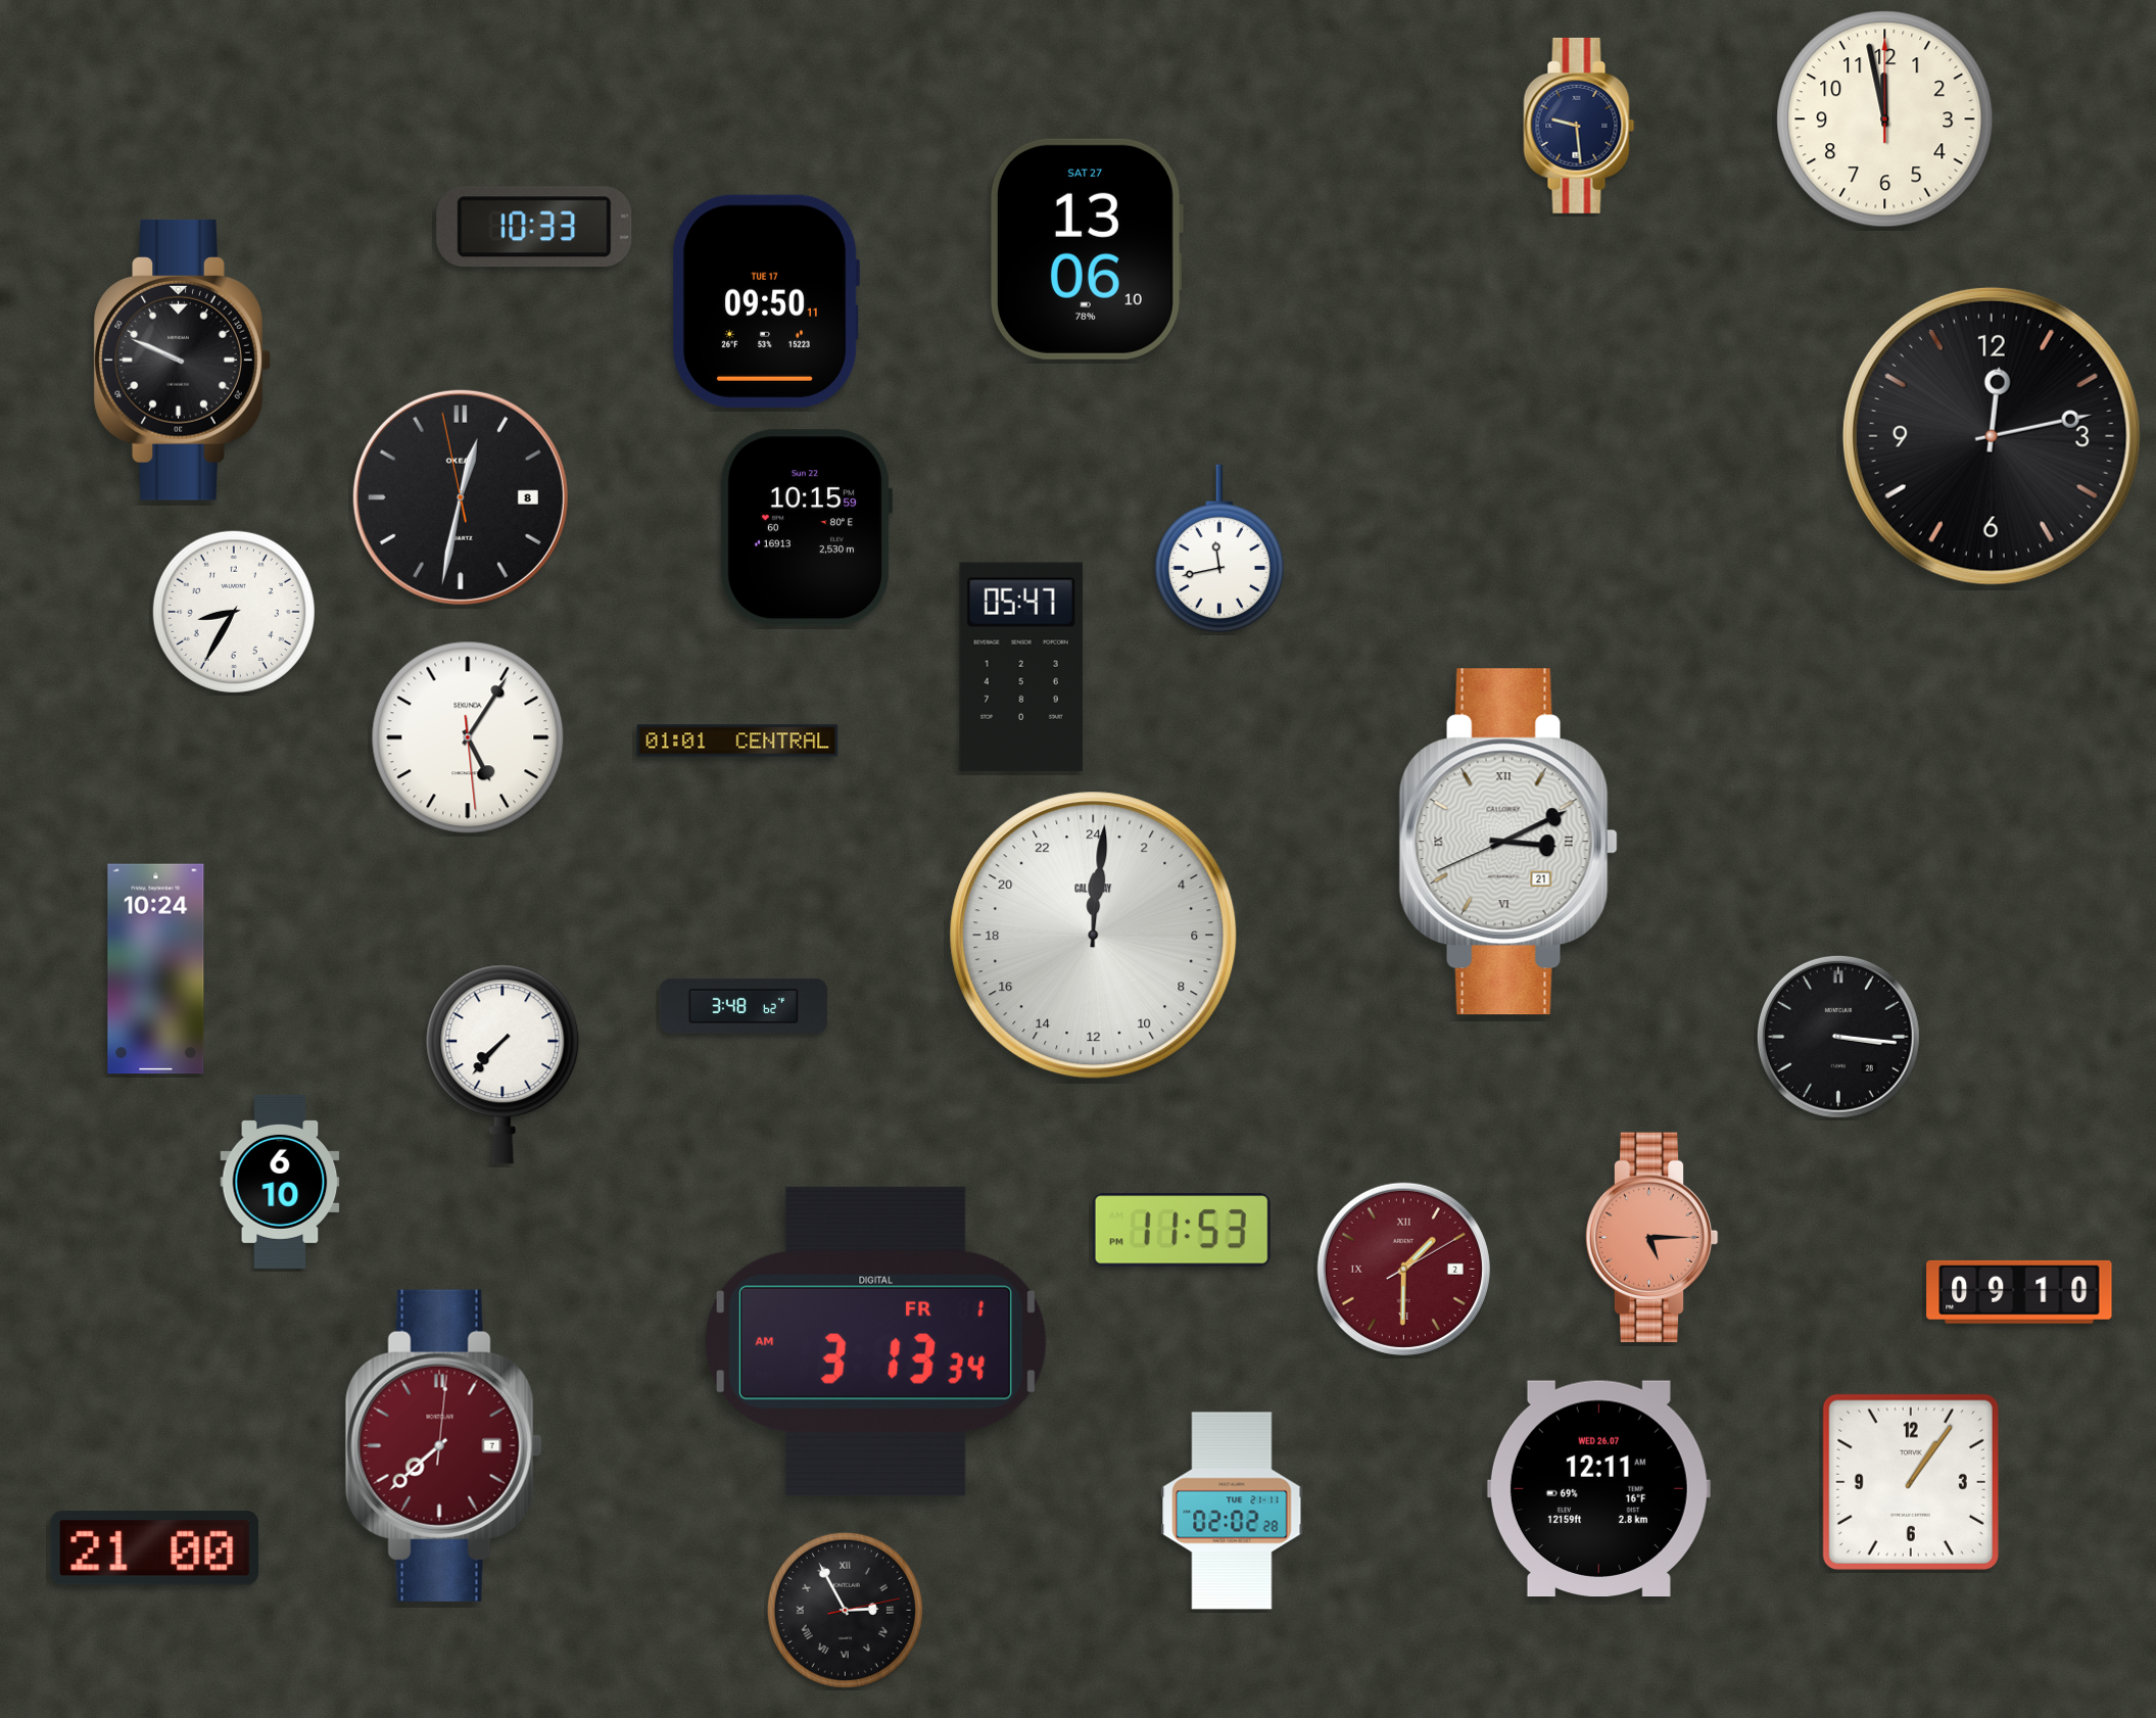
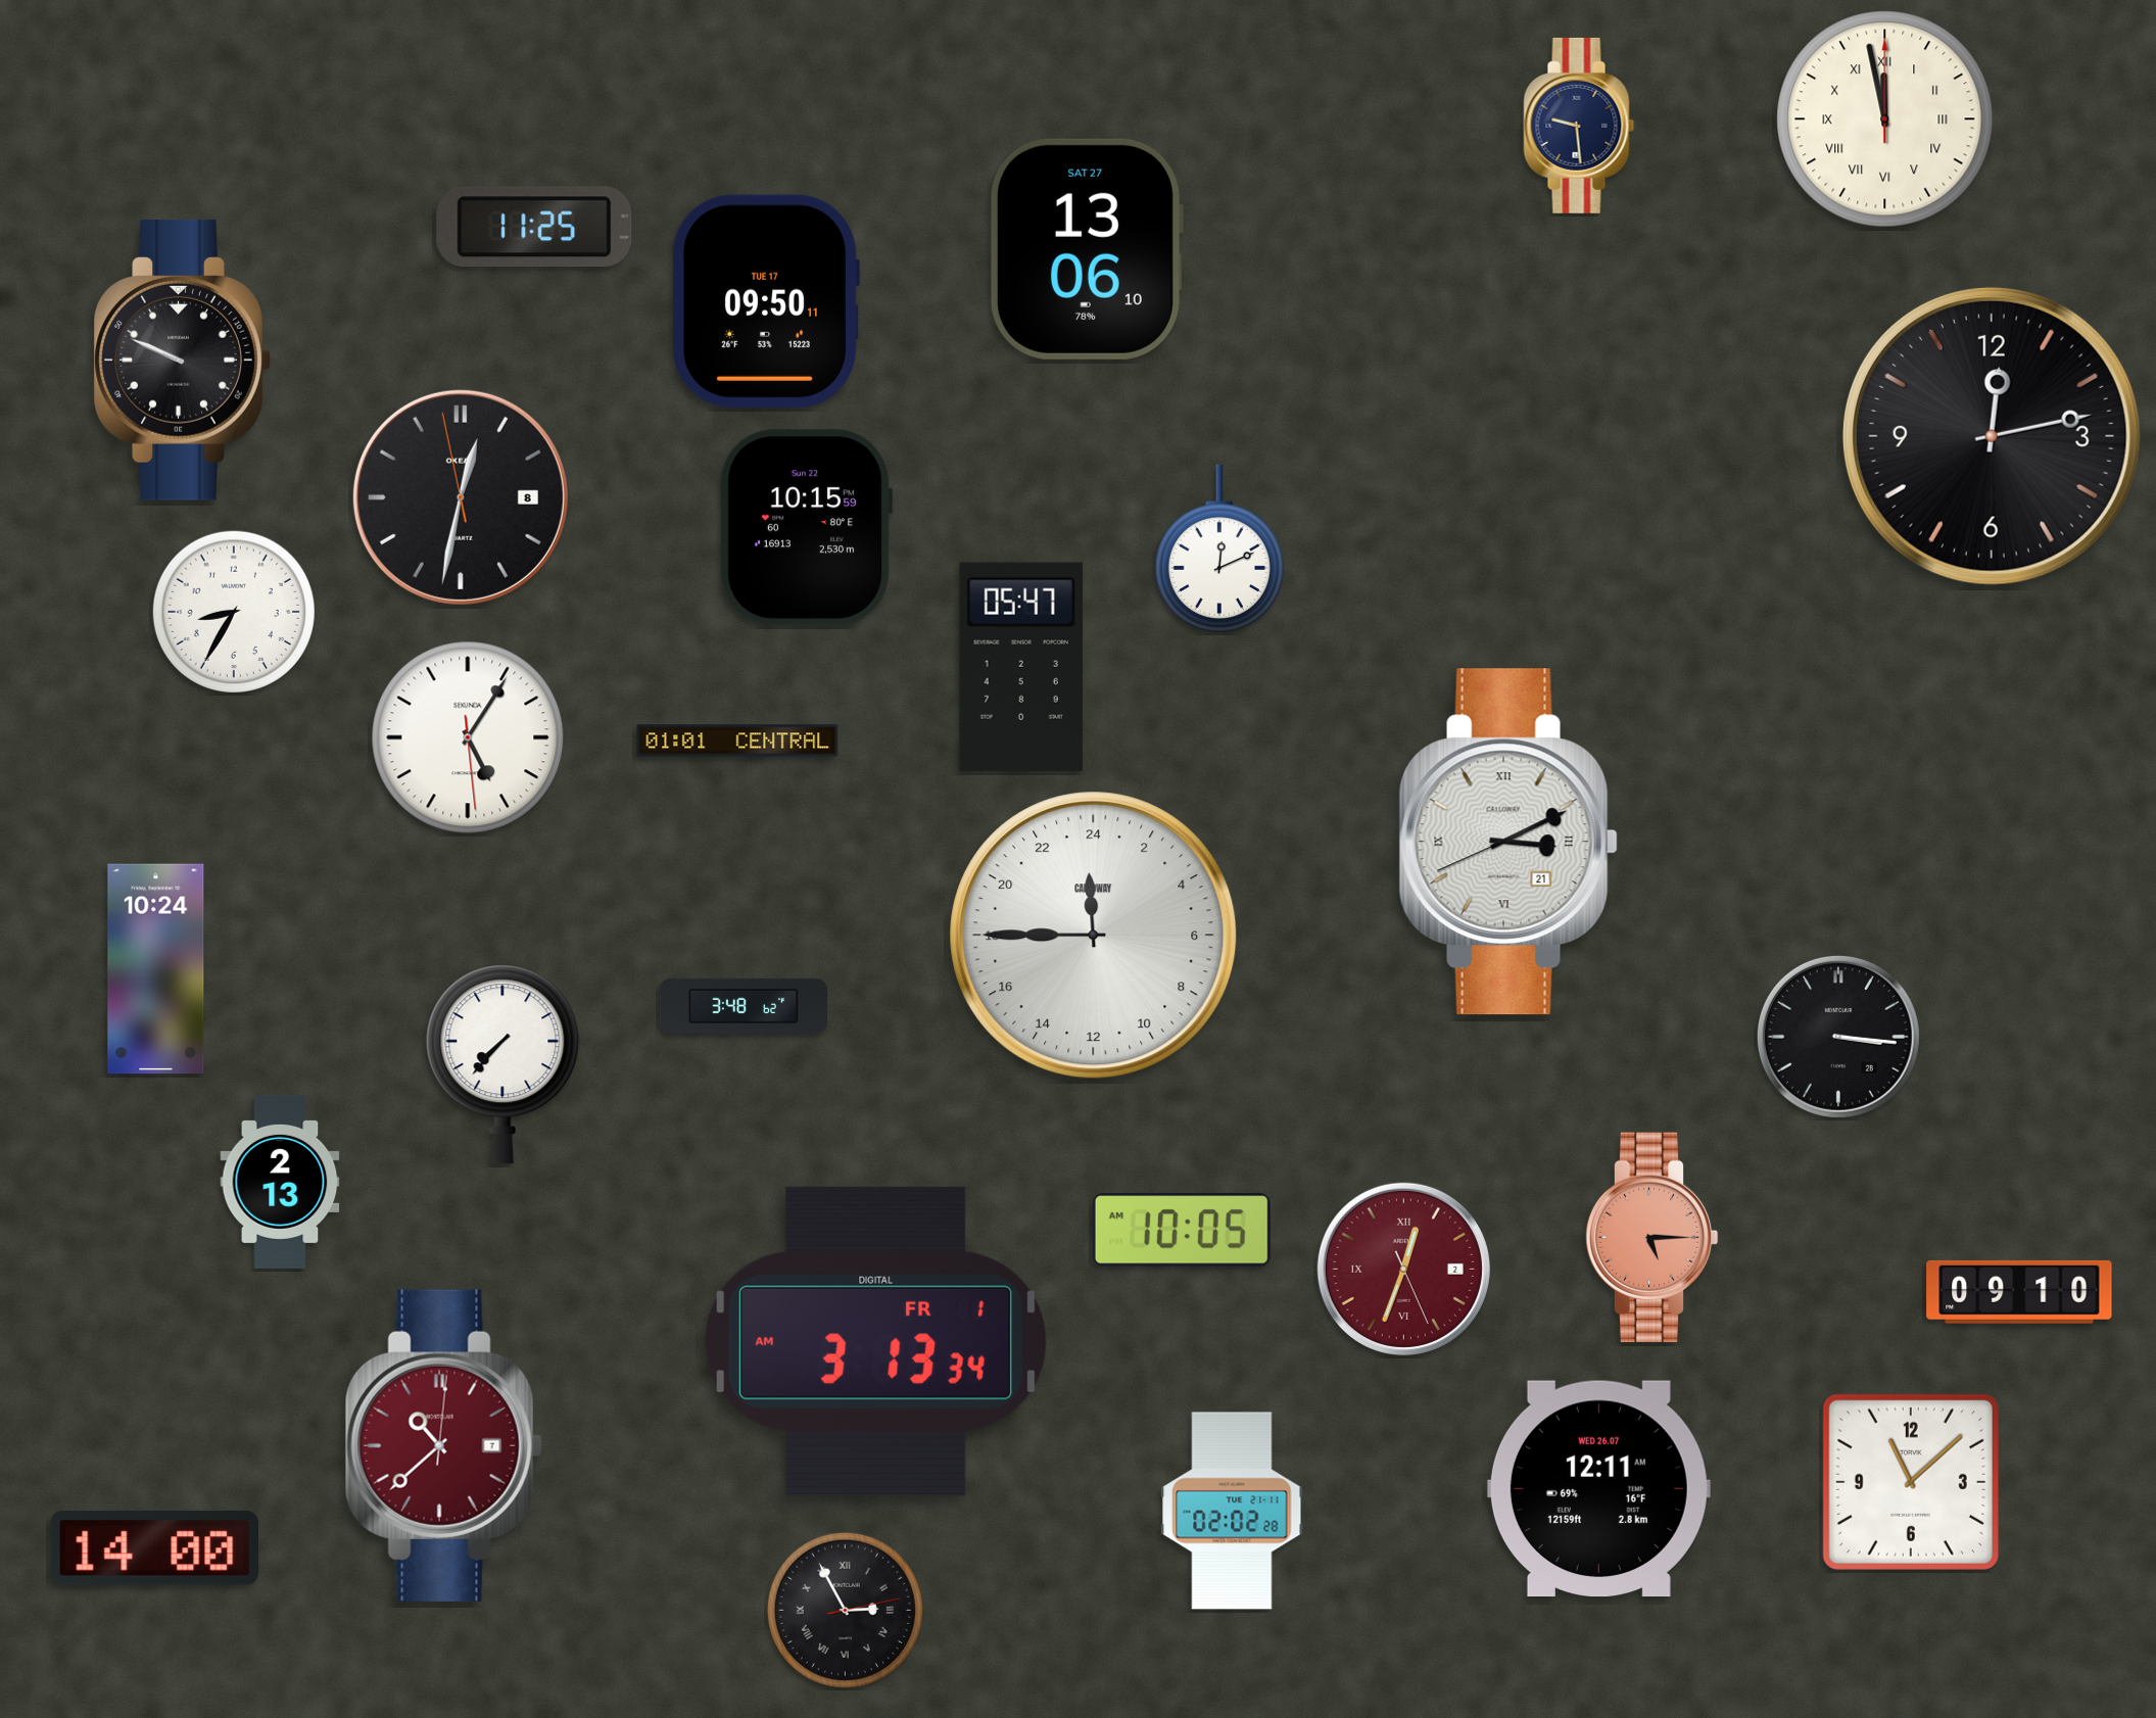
clock at (1885, 120) numerals: Arabic -> Roman
clock at (534, 227): 10:33 -> 11:25
clock at (1219, 548): 11:43 -> 12:11
clock at (1094, 936): 0:01 -> 23:45
clock at (280, 1182): 6:10 -> 2:13
clock at (1182, 1230): 11:53 -> 10:05
clock at (1403, 1269): 1:30 -> 12:33
clock at (443, 1445): 7:38 -> 10:38
clock at (1911, 1482): 1:06 -> 11:08
clock at (154, 1548): 21:00 -> 14:00
